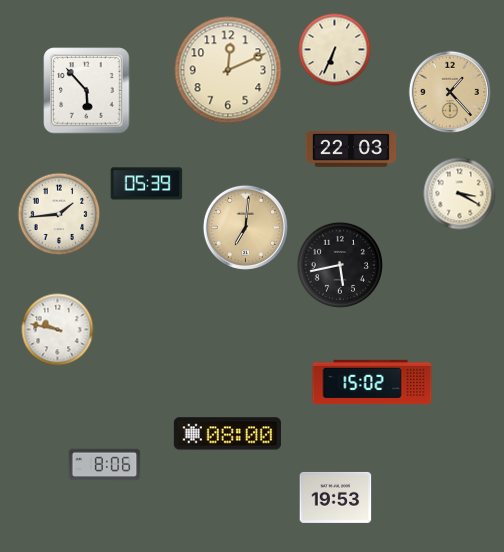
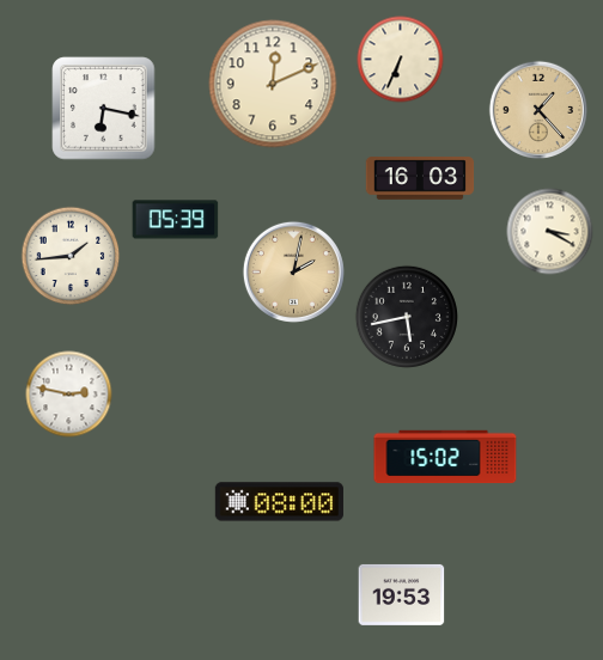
clock at (87, 91): 5:53 -> 6:17
clock at (351, 149): 22:03 -> 16:03
clock at (245, 227): 7:01 -> 2:02
clock at (58, 330): 9:47 -> 2:47
clock at (227, 434) position: (227, 434) -> (279, 502)
clock at (105, 465): 8:06 -> none
